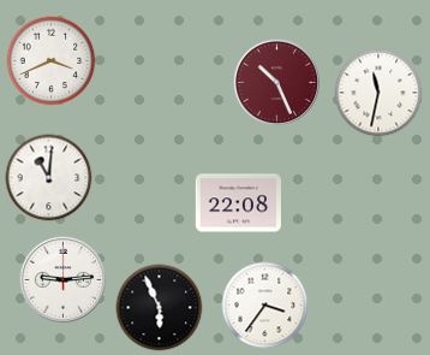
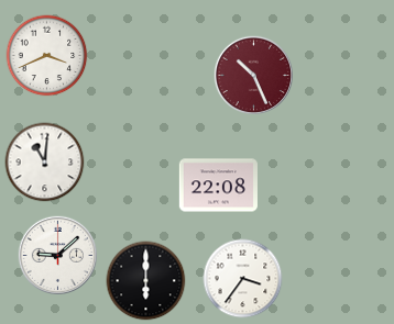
clock at (378, 93): 11:32 -> none
clock at (62, 279): 9:14 -> 9:08
clock at (160, 308): 5:56 -> 6:00
